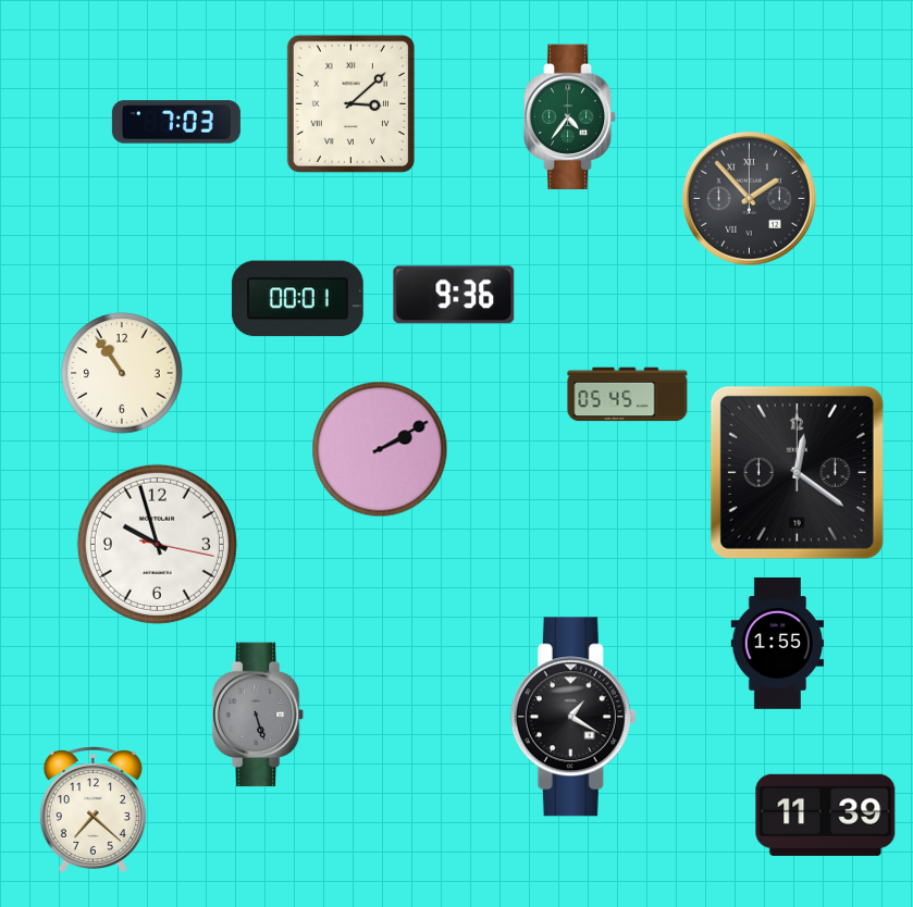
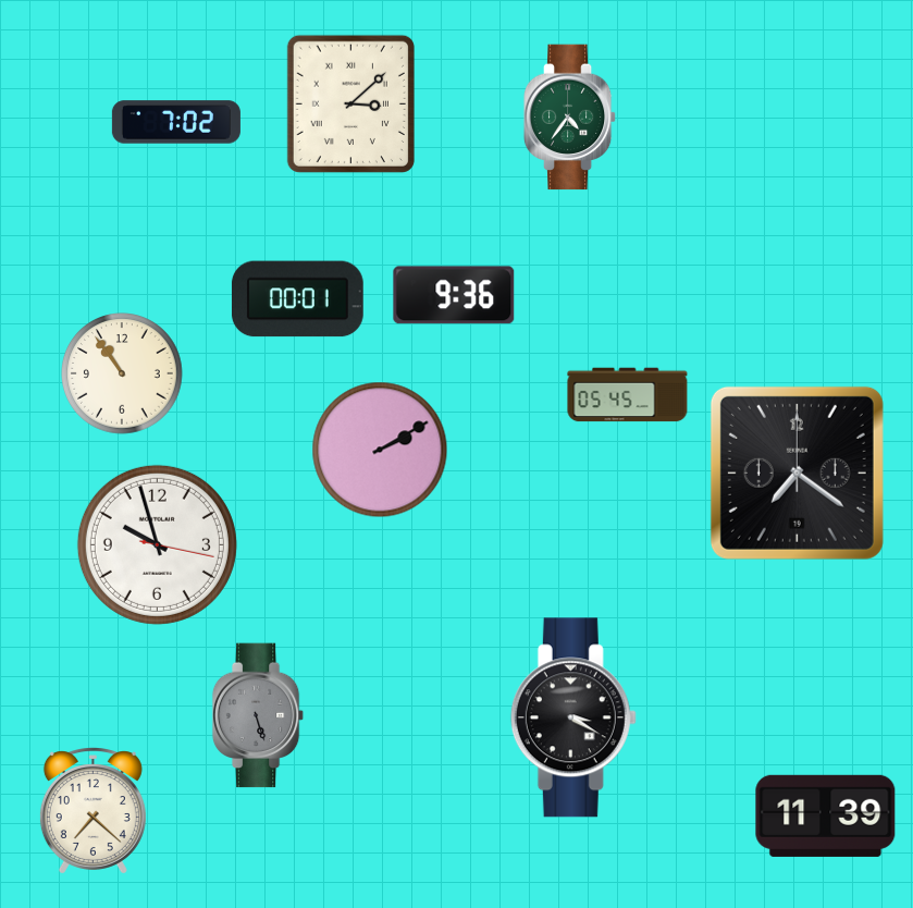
clock at (176, 122): 7:03 -> 7:02
clock at (749, 198): 1:53 -> none
clock at (797, 472): 12:21 -> 7:21
clock at (778, 644): 1:55 -> none
clock at (573, 717): 1:20 -> 3:20
